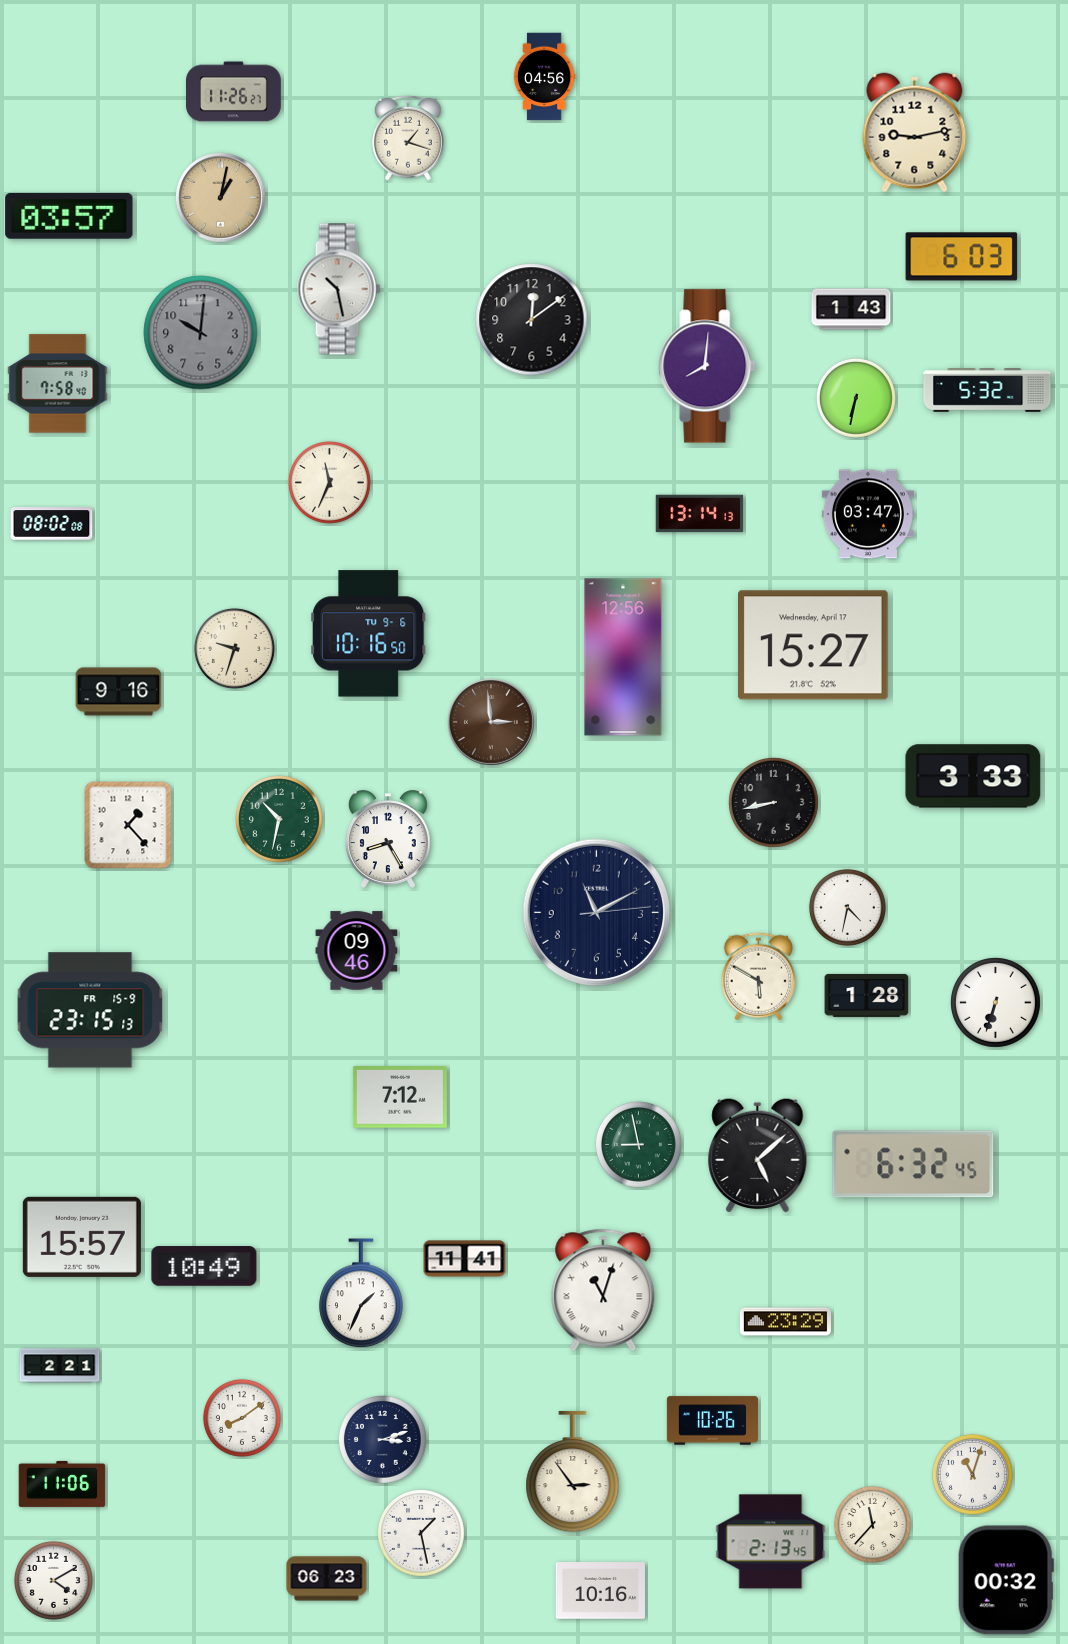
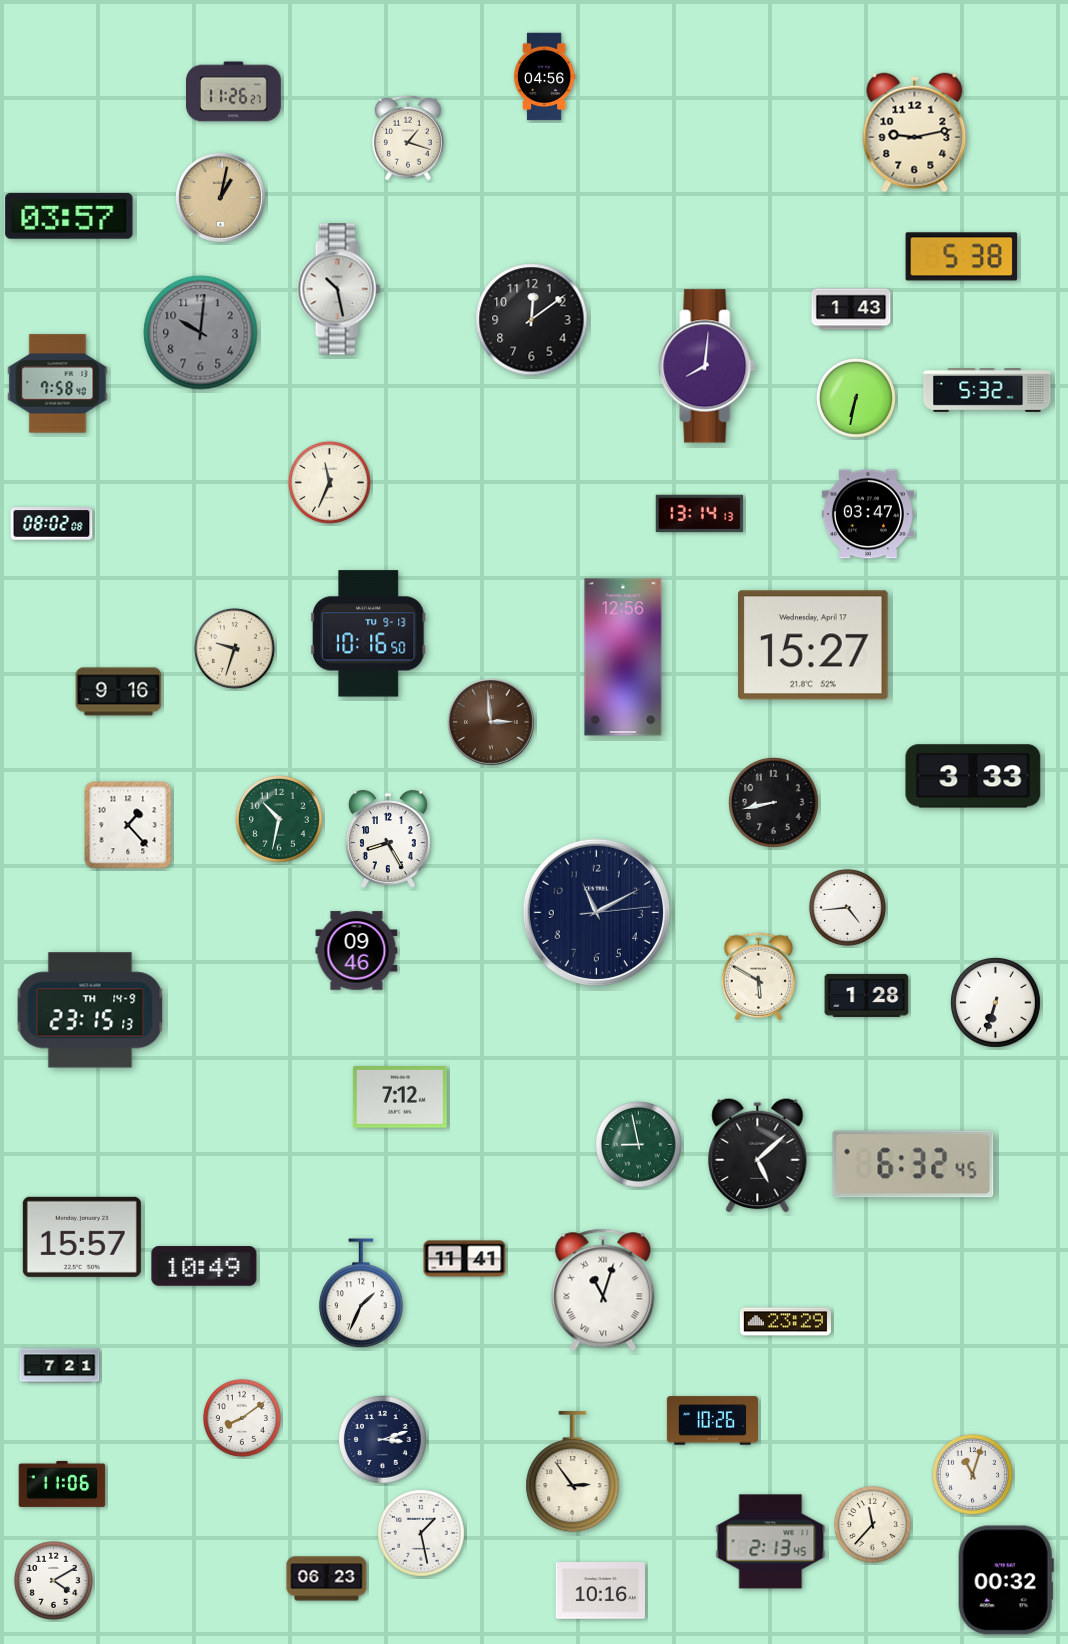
clock at (962, 257): 6:03 -> 5:38
clock at (369, 634) date: TU 9-6 -> TU 9-13
clock at (847, 907): 4:32 -> 4:44
clock at (90, 1010) date: FR 15-9 -> TH 14-9
clock at (60, 1366): 2:21 -> 7:21
